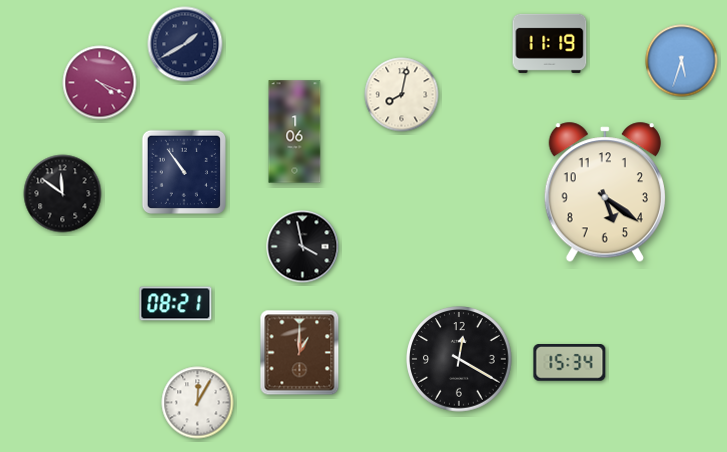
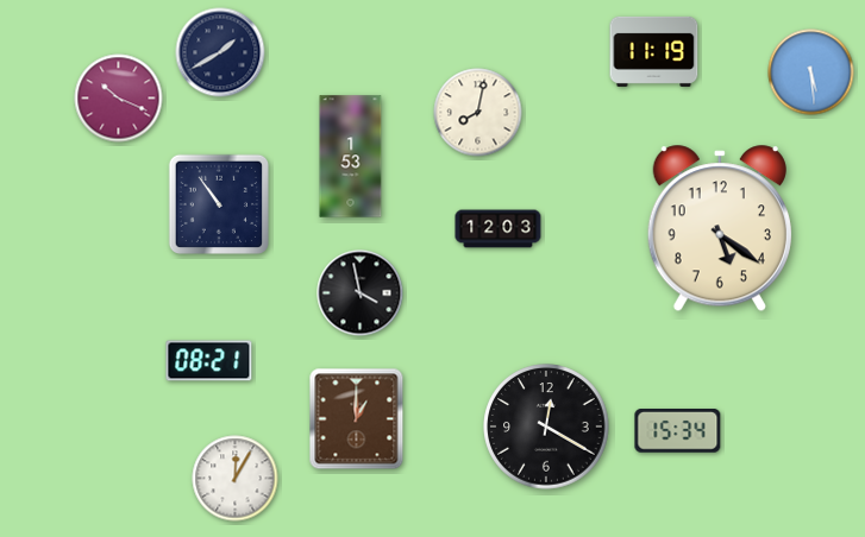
clock at (682, 61): 5:33 -> 5:29
clock at (100, 83): 4:19 -> 10:19
clock at (295, 132): 1:06 -> 1:53
clock at (499, 229): none -> 12:03
clock at (63, 194): 11:51 -> none
